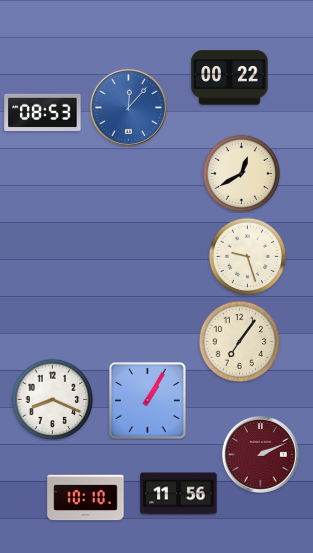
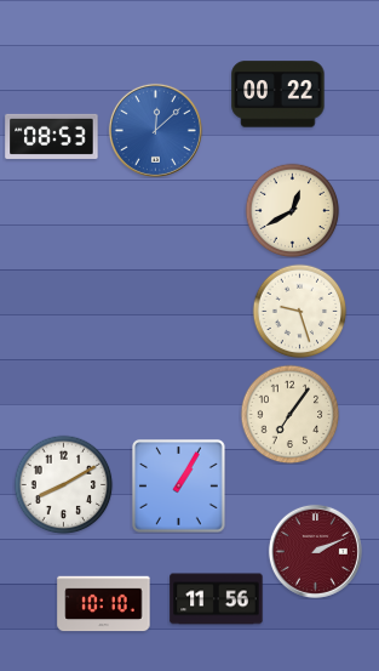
clock at (128, 107): 12:07 -> 12:08
clock at (52, 399): 8:19 -> 8:10
